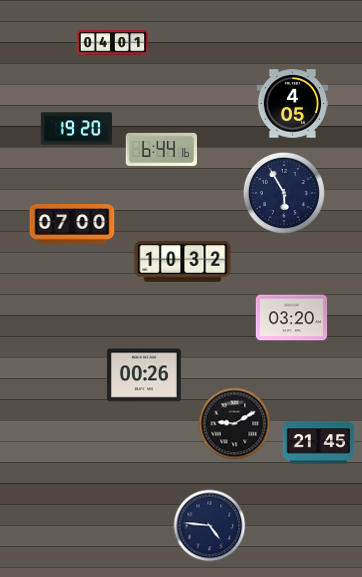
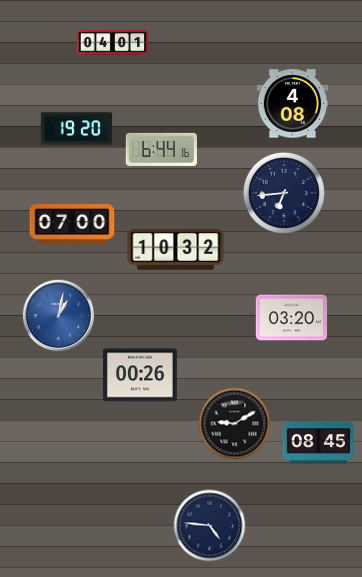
clock at (293, 104): 4:05 -> 4:08
clock at (284, 193): 5:55 -> 6:44
clock at (183, 262) position: (183, 262) -> (176, 250)
clock at (59, 316): none -> 1:02
clock at (144, 375) position: (144, 375) -> (140, 375)
clock at (319, 443): 21:45 -> 08:45
